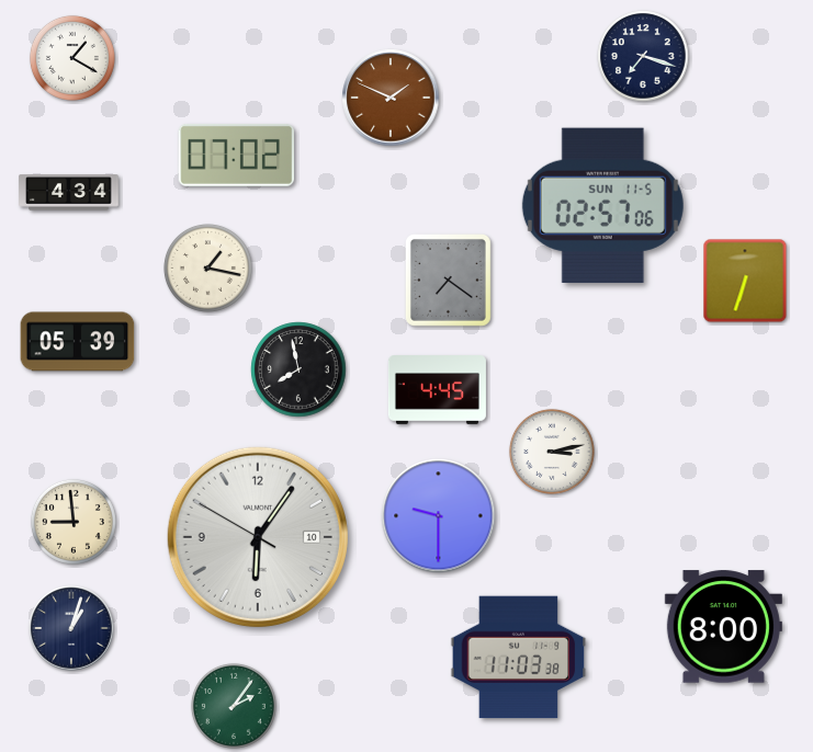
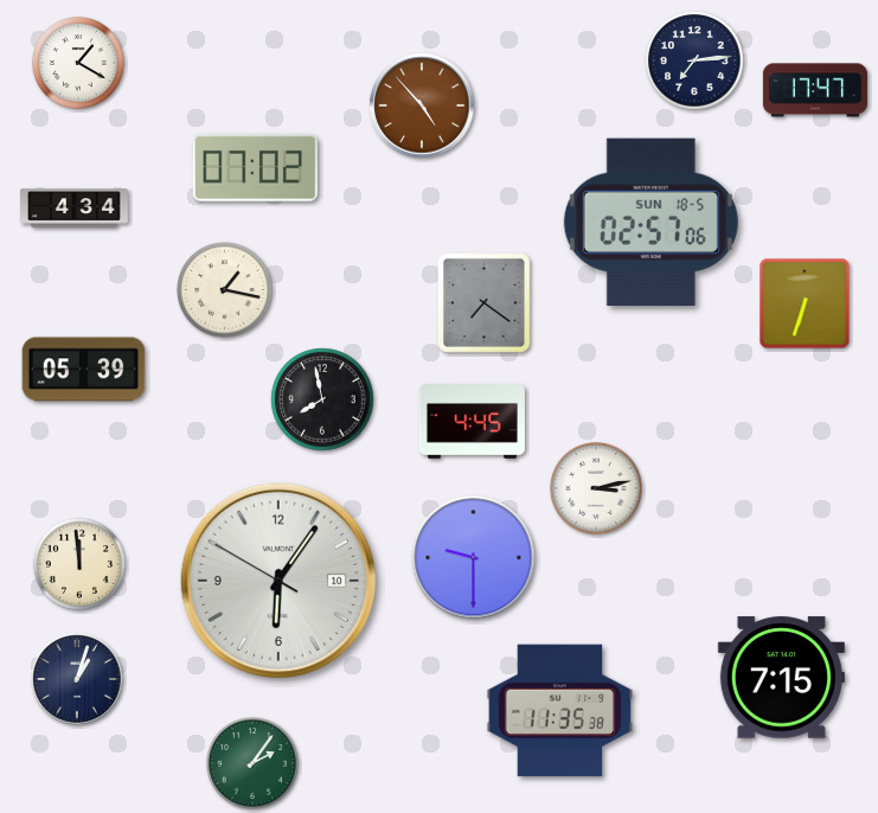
clock at (643, 56): 7:18 -> 7:14
clock at (815, 90): none -> 17:47
clock at (391, 98): 1:49 -> 4:53
clock at (602, 205) date: SUN 11-5 -> SUN 18-5
clock at (74, 522): 8:59 -> 11:59
clock at (723, 627): 8:00 -> 7:15
clock at (519, 658): 11:03 -> 11:35
